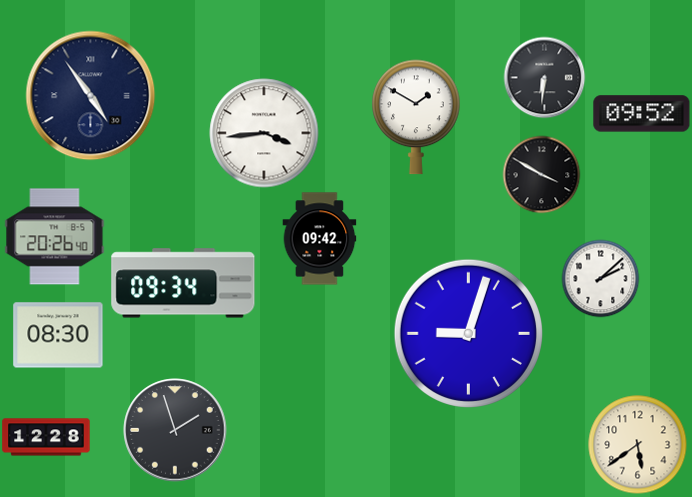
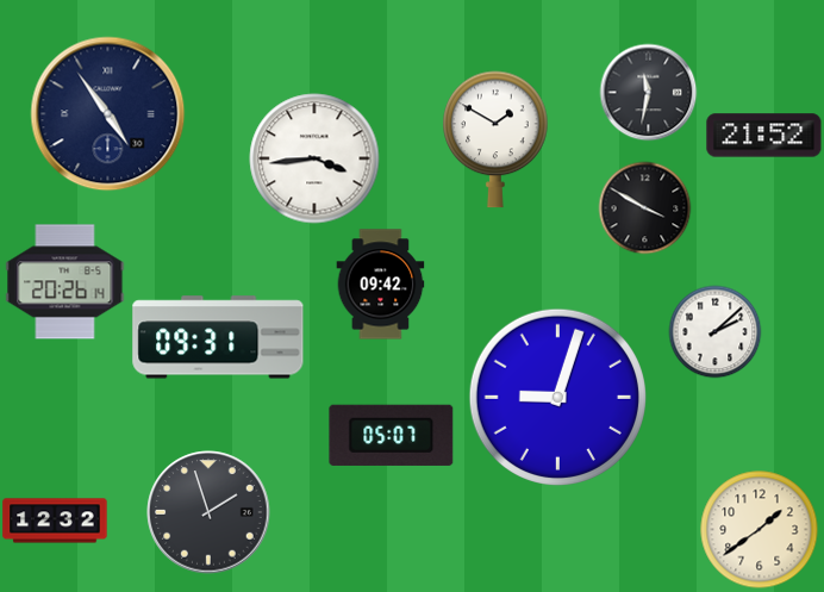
clock at (544, 77): 6:31 -> 11:32
clock at (642, 114): 09:52 -> 21:52
clock at (55, 237): 20:26:40 -> 20:26:14
clock at (183, 283): 09:34 -> 09:31
clock at (58, 335): 08:30 -> none
clock at (392, 435): none -> 05:07
clock at (46, 437): 12:28 -> 12:32
clock at (638, 445): 5:39 -> 1:39
